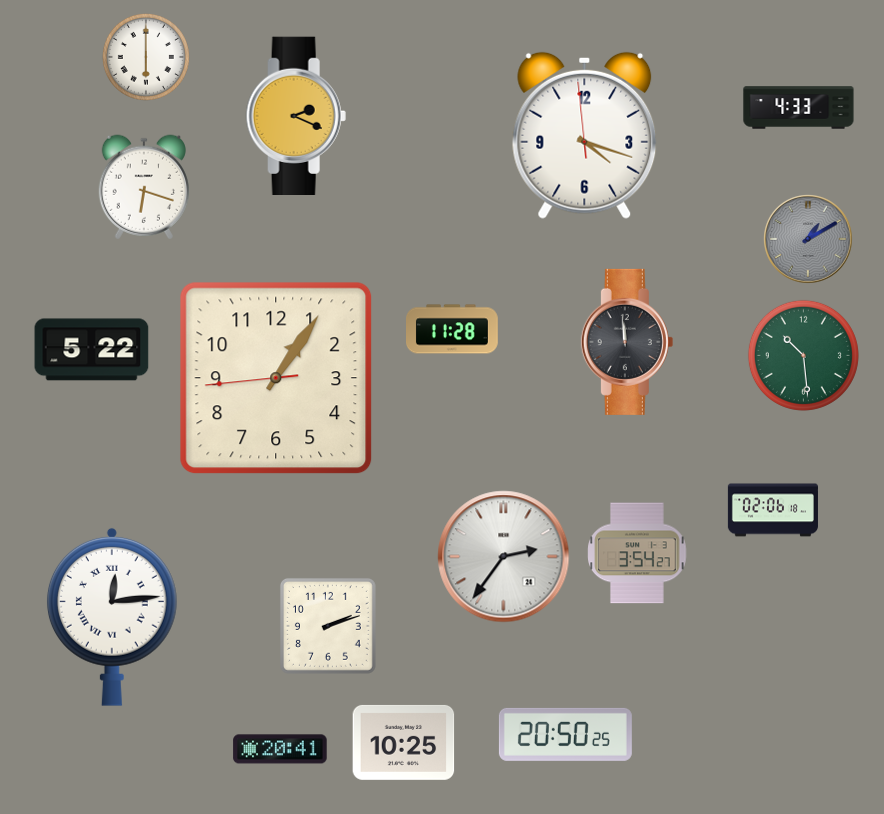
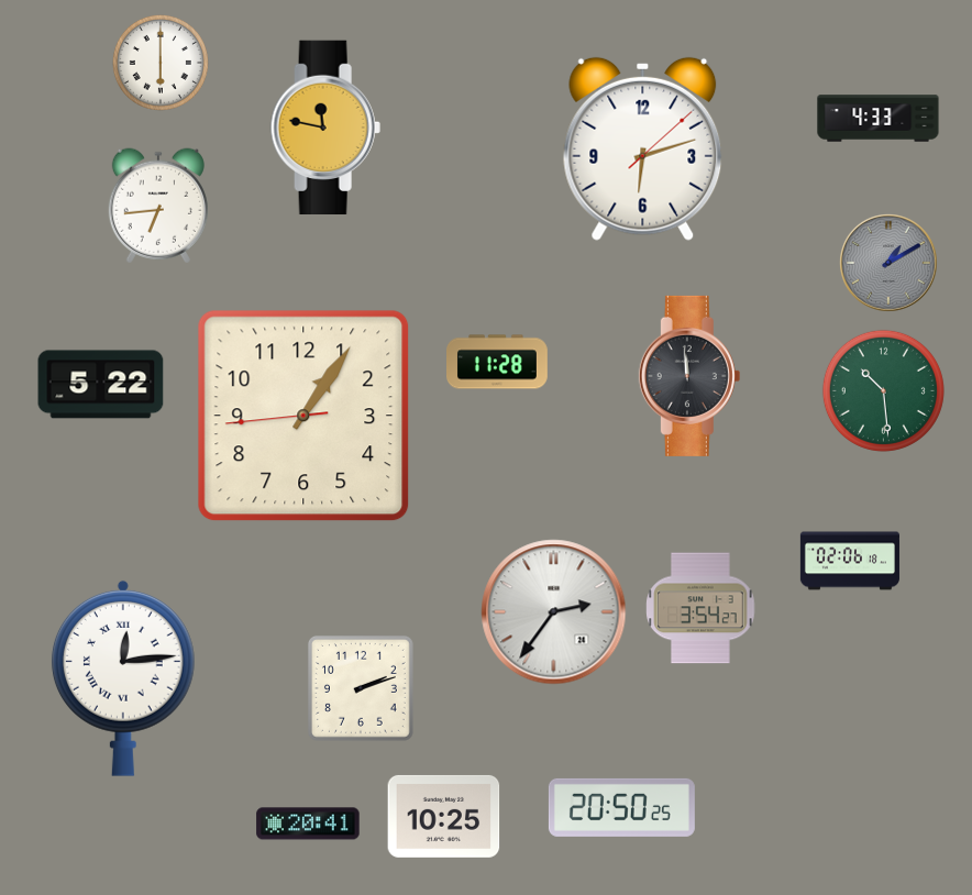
clock at (296, 115): 2:19 -> 11:47
clock at (585, 135): 4:17 -> 6:12
clock at (144, 187): 6:18 -> 6:44
